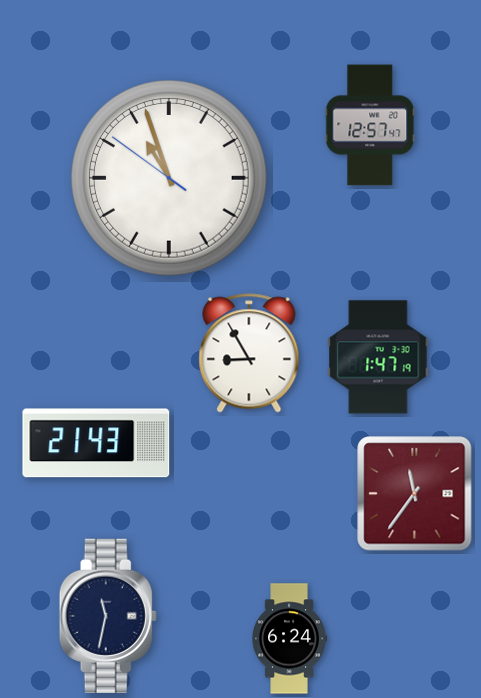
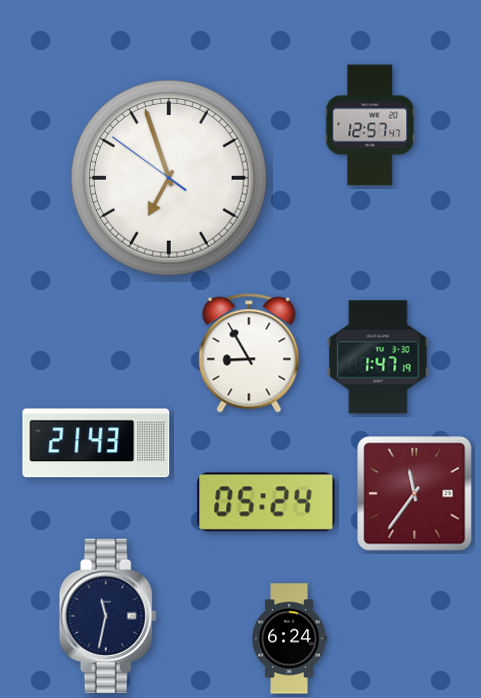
clock at (170, 179): 10:56 -> 6:56
clock at (266, 502): none -> 05:24
